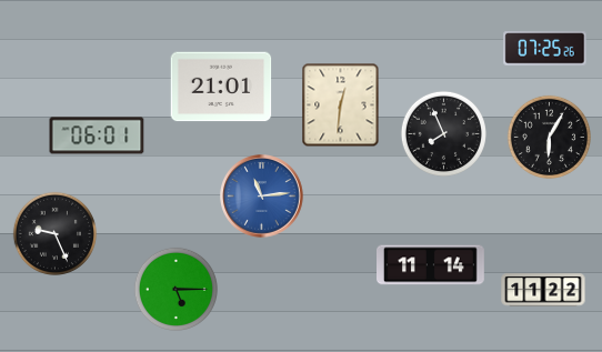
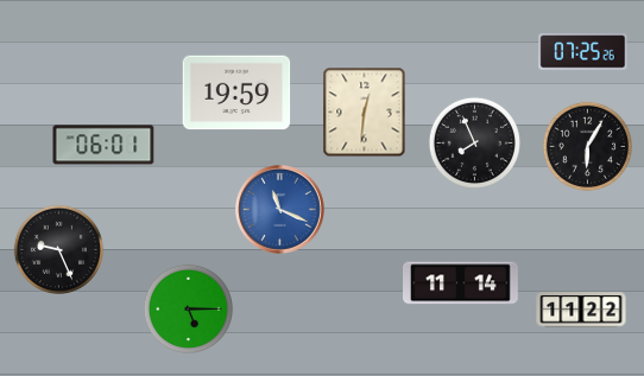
clock at (221, 87): 21:01 -> 19:59
clock at (262, 197): 11:14 -> 11:19
